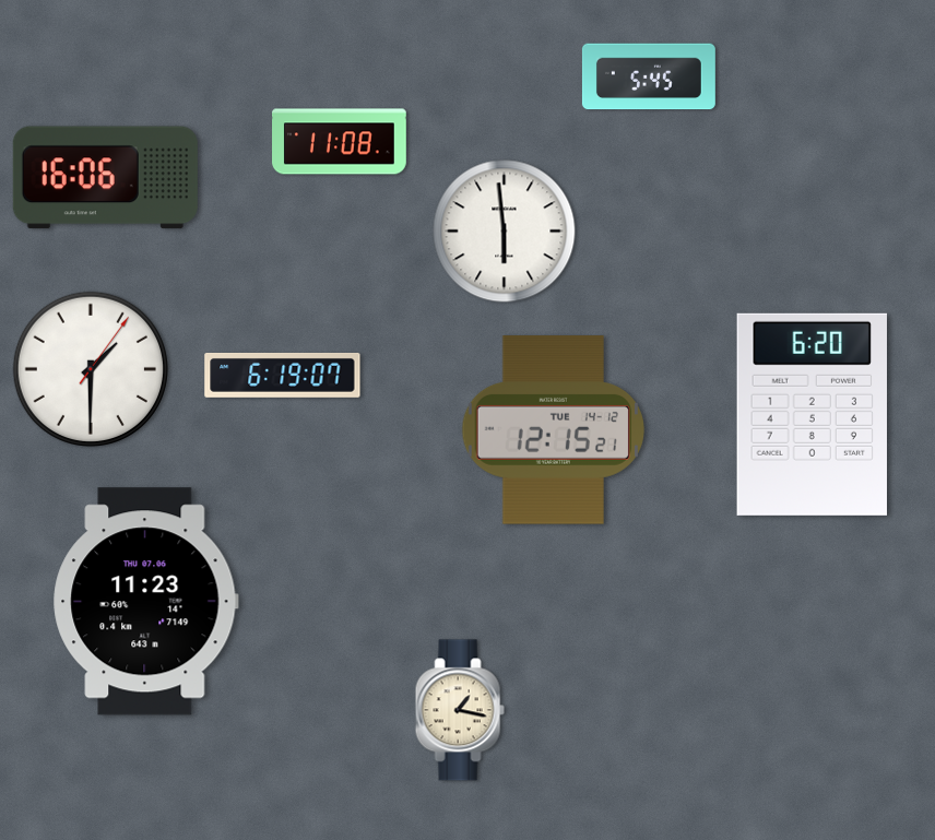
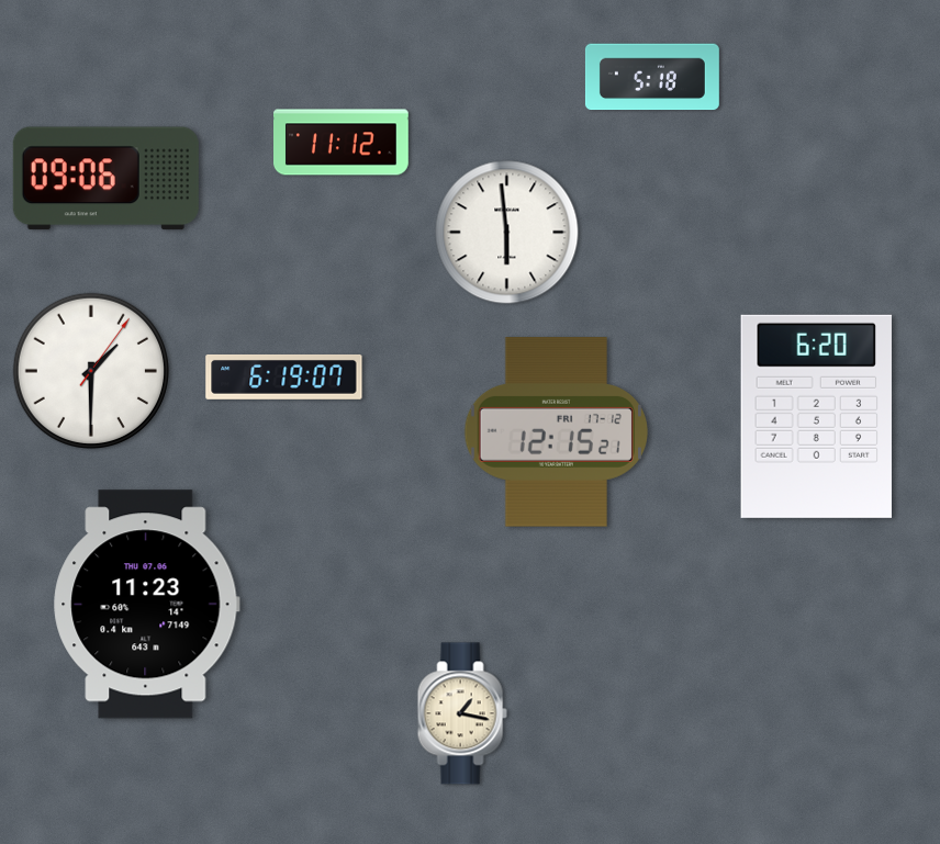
clock at (649, 76): 5:45 -> 5:18
clock at (340, 142): 11:08 -> 11:12
clock at (105, 178): 16:06 -> 09:06
clock at (553, 430) date: TUE 14-12 -> FRI 17-12
